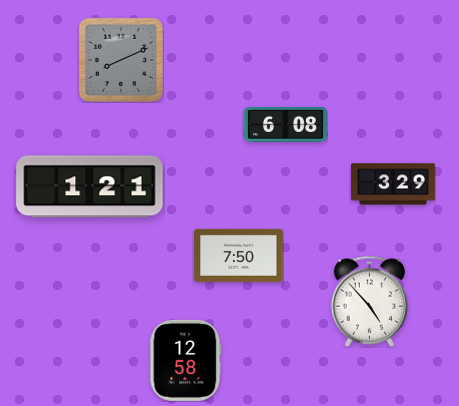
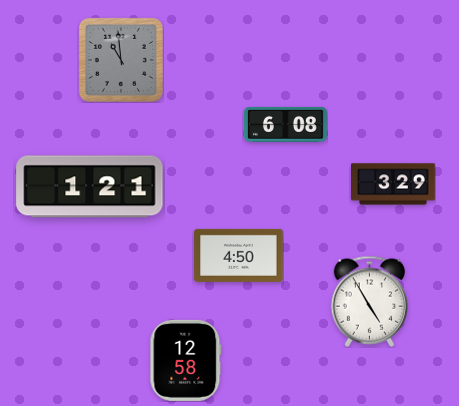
clock at (121, 60): 8:11 -> 10:59
clock at (239, 255): 7:50 -> 4:50
clock at (370, 301): 4:53 -> 4:55
